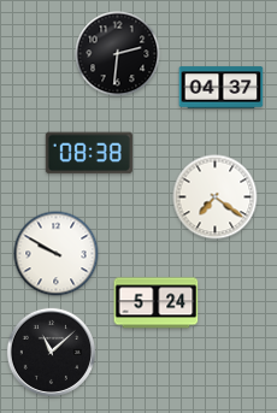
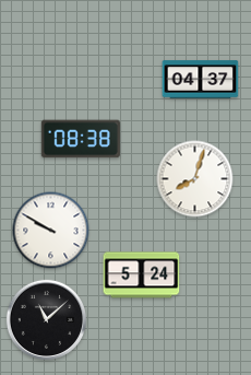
clock at (118, 54): 2:31 -> none
clock at (216, 197): 7:21 -> 8:03
